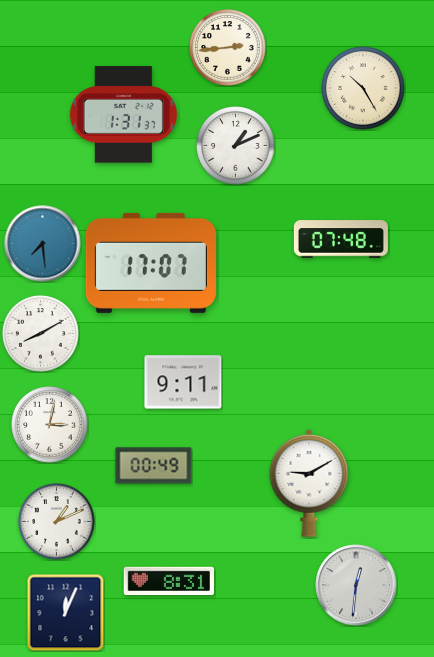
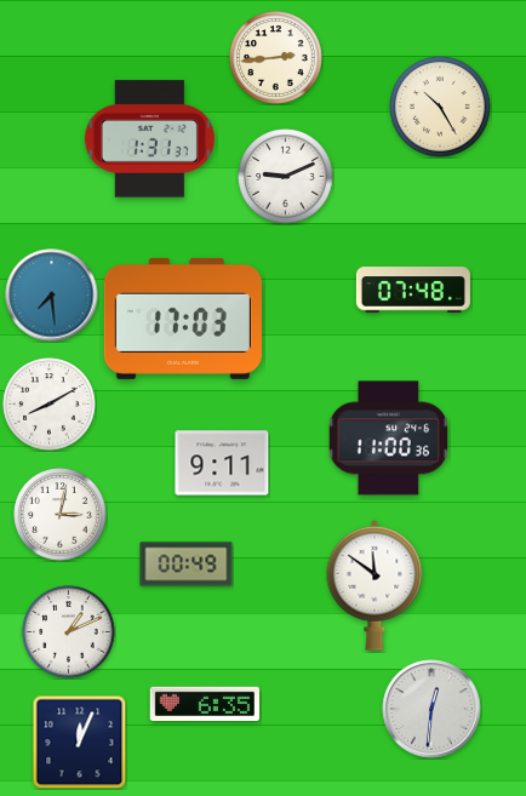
clock at (236, 146): 1:11 -> 9:11
clock at (151, 263): 17:07 -> 17:03
clock at (389, 439): none -> 11:00
clock at (309, 483): 9:10 -> 11:51
clock at (168, 581): 8:31 -> 6:35
